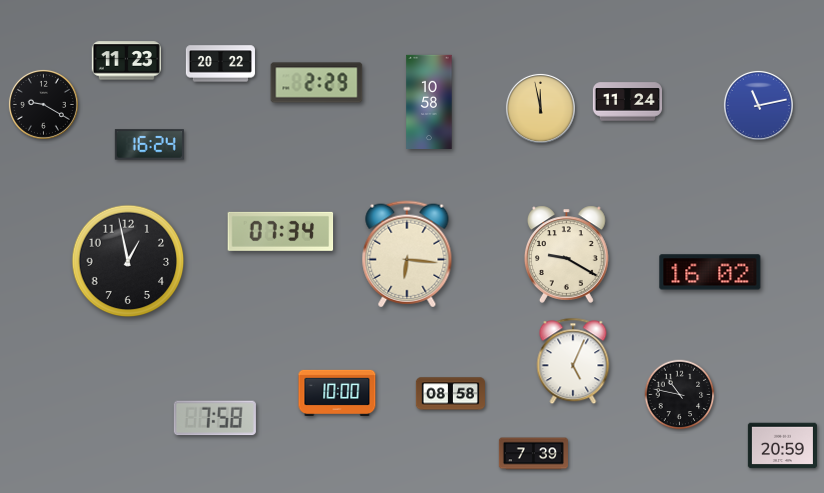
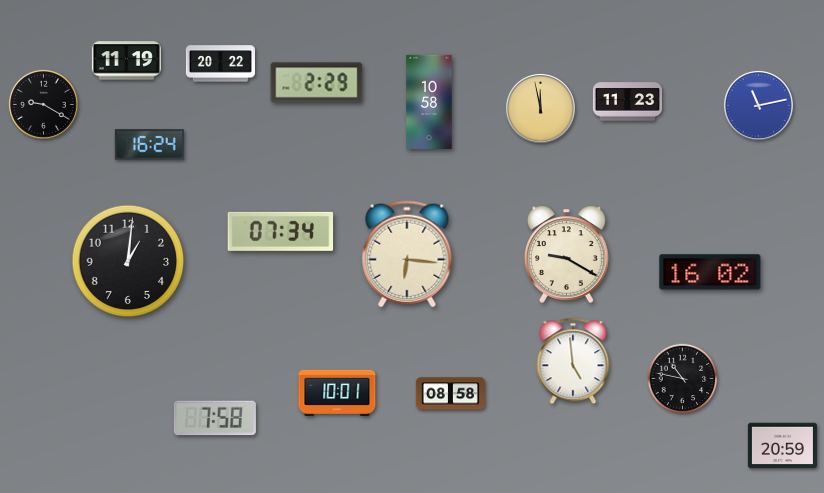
clock at (126, 61): 11:23 -> 11:19
clock at (627, 102): 11:24 -> 11:23
clock at (128, 261): 12:58 -> 1:01
clock at (573, 361): 5:04 -> 4:59
clock at (337, 392): 10:00 -> 10:01
clock at (680, 395) position: (680, 395) -> (683, 379)
clock at (533, 454): 7:39 -> none
